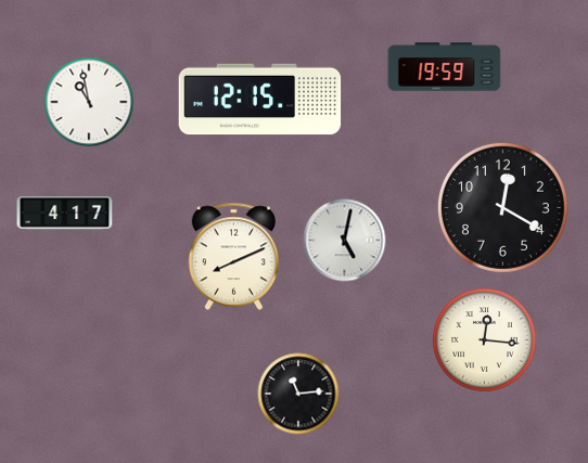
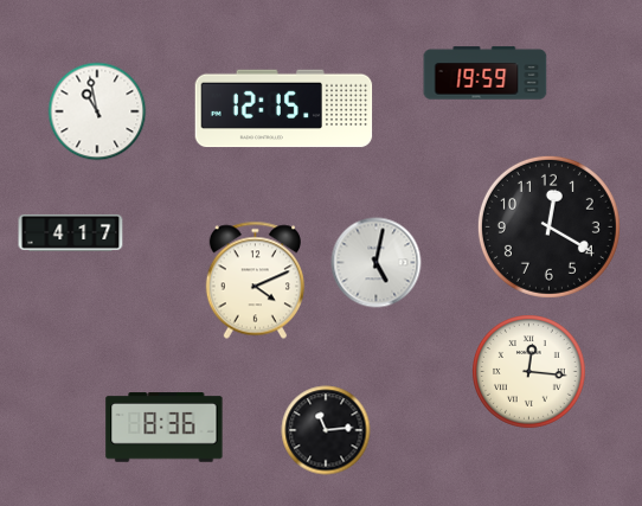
clock at (233, 257): 8:11 -> 4:11
clock at (165, 428): none -> 8:36
